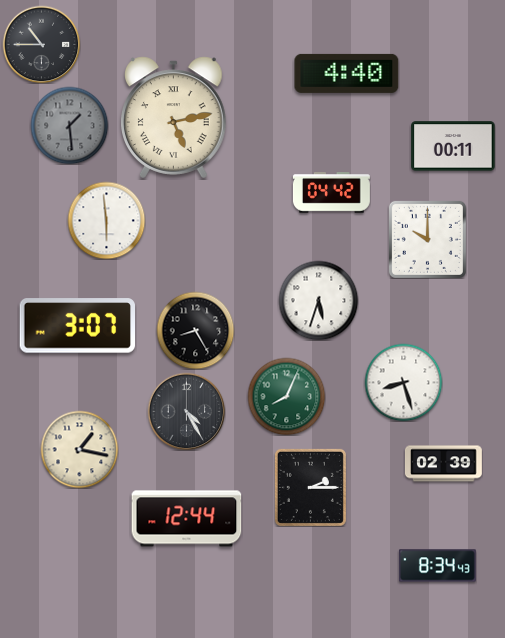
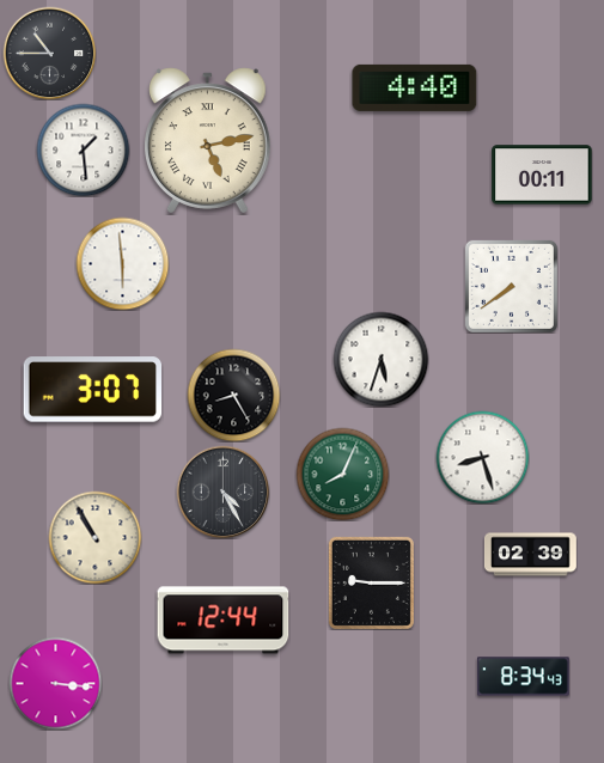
clock at (69, 125) dial: grey -> white
clock at (332, 193): 04:42 -> none
clock at (106, 220) position: (106, 220) -> (122, 263)
clock at (427, 239): 10:00 -> 7:39
clock at (79, 449): 1:17 -> 10:55
clock at (310, 487): 2:15 -> 9:15
clock at (55, 683): none -> 3:16
